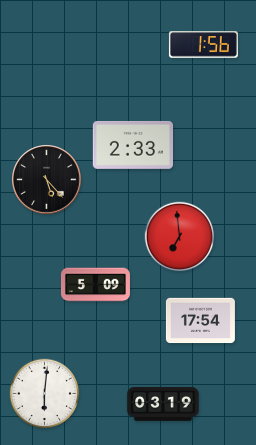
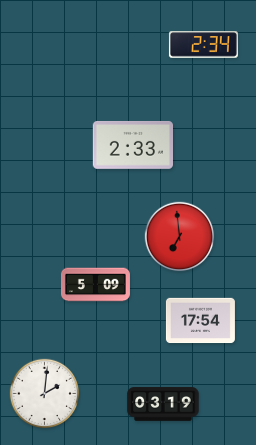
clock at (203, 45): 1:56 -> 2:34
clock at (47, 180): 5:23 -> none
clock at (45, 394): 6:01 -> 2:01
